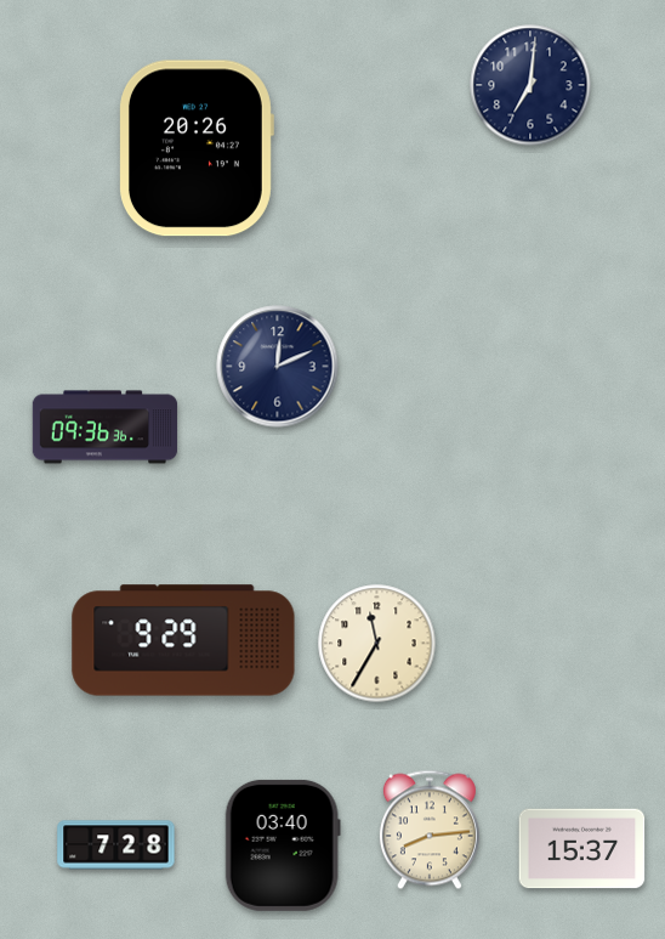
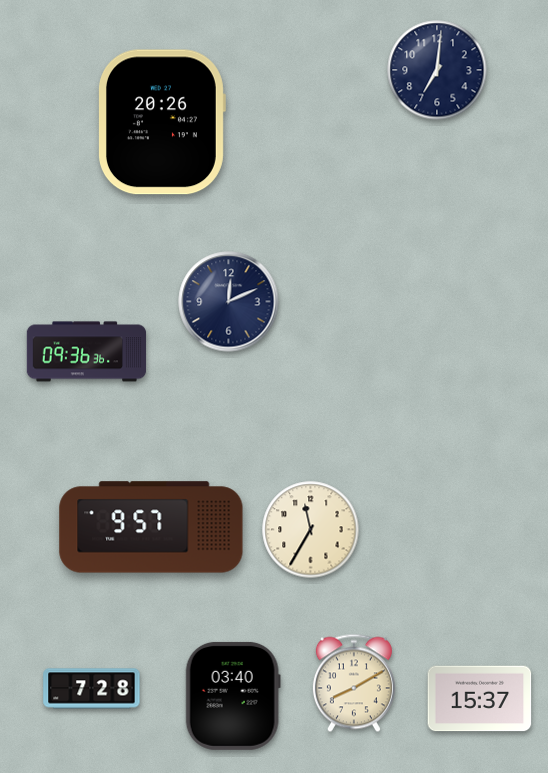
clock at (183, 640): 9:29 -> 9:57
clock at (430, 830): 8:14 -> 8:10
clock at (116, 845) position: (116, 845) -> (92, 689)
